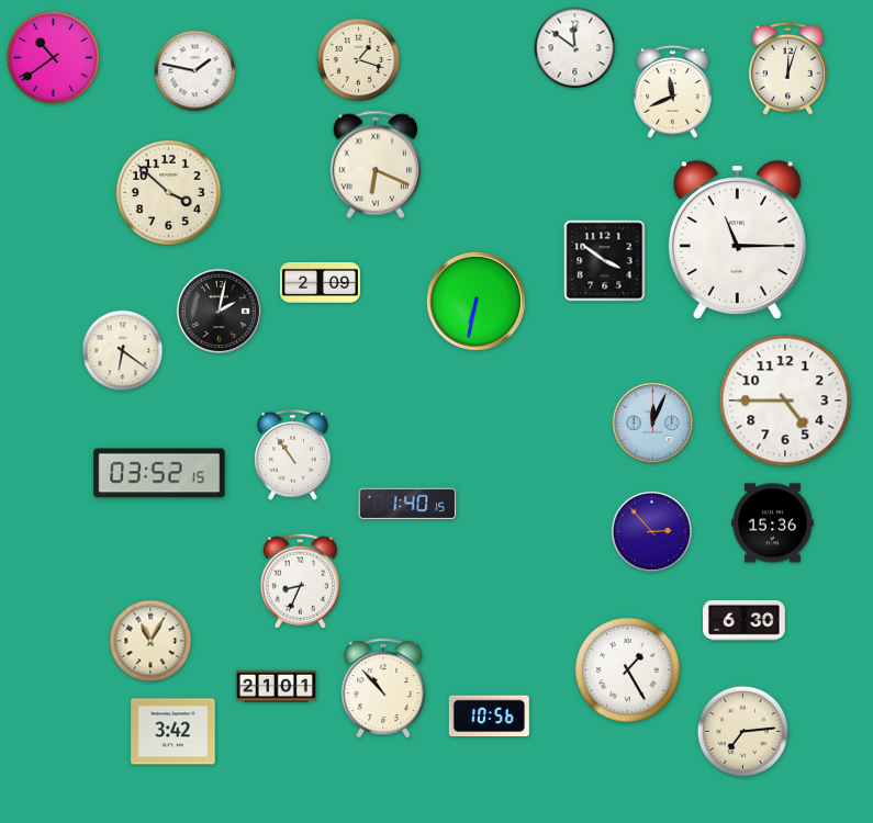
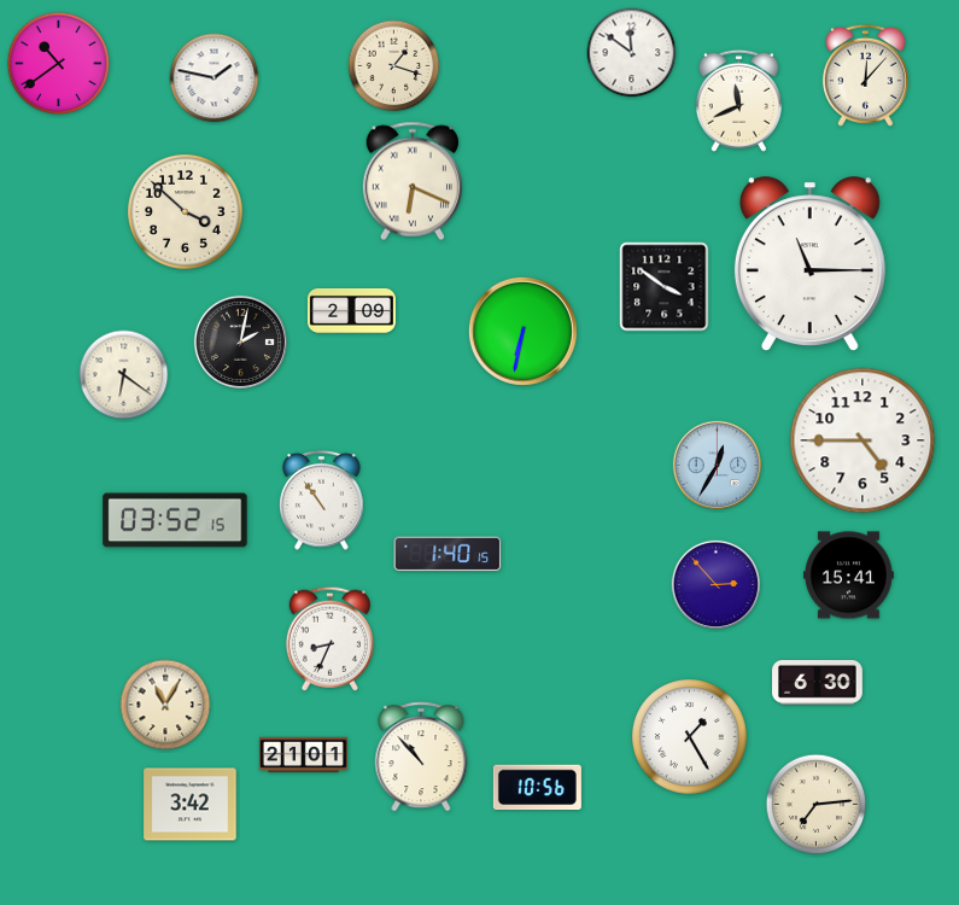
clock at (787, 68): 12:03 -> 12:07
clock at (123, 351) position: (123, 351) -> (124, 375)
clock at (652, 422): 12:04 -> 12:35
clock at (773, 523): 15:36 -> 15:41
